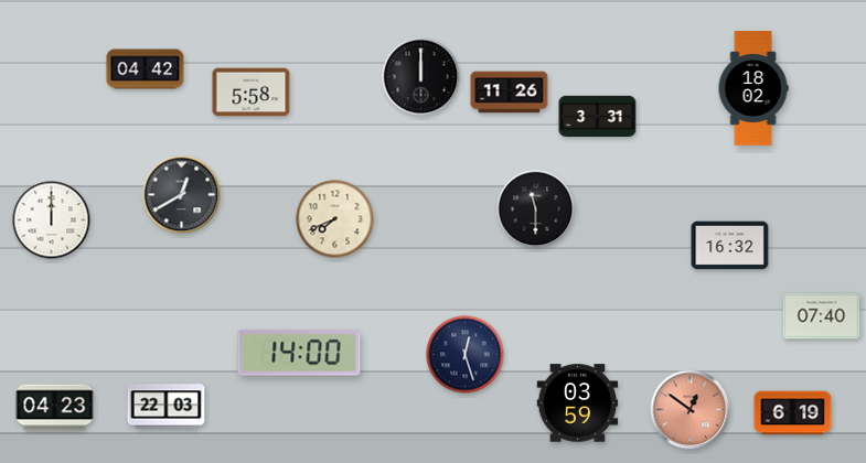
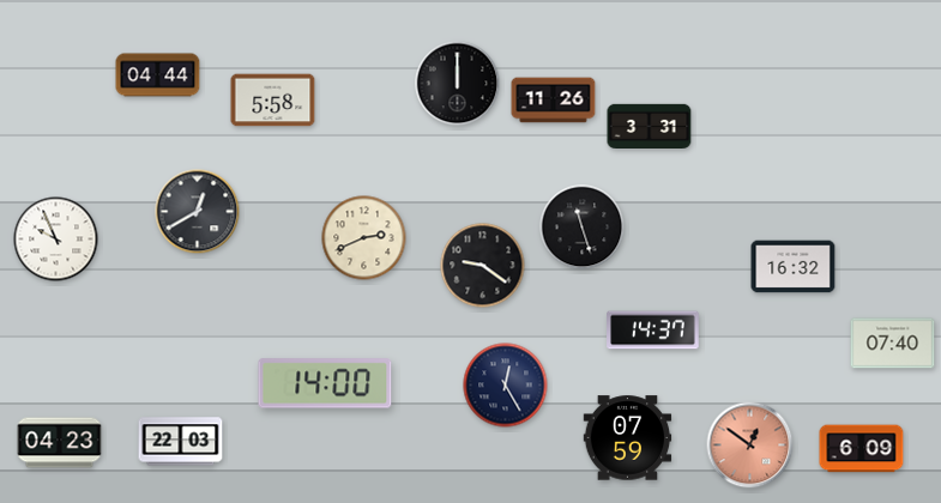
clock at (146, 69): 04:42 -> 04:44
clock at (753, 88): 18:02 -> none
clock at (536, 209): 11:30 -> 11:27
clock at (335, 219): 7:41 -> 2:41
clock at (52, 220): 12:00 -> 9:56
clock at (483, 266): none -> 9:21
clock at (653, 331): none -> 14:37
clock at (466, 355): 12:27 -> 12:25
clock at (578, 403): 03:59 -> 07:59
clock at (793, 413): 6:19 -> 6:09
